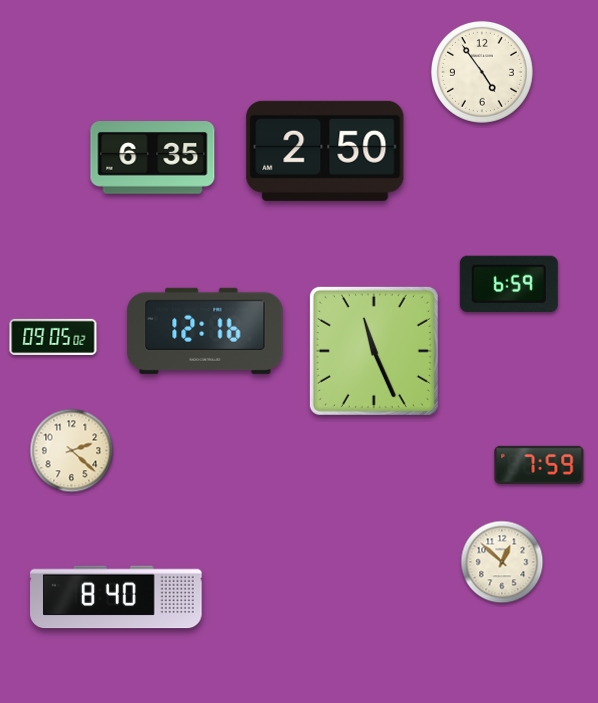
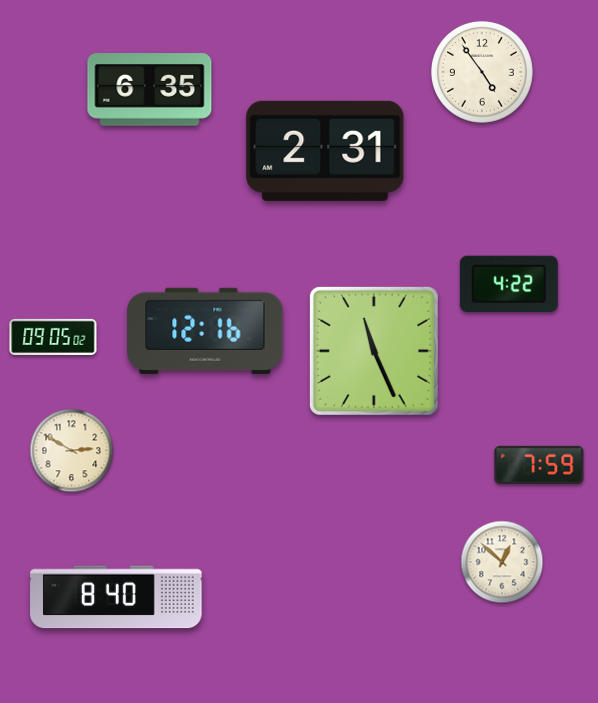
clock at (325, 151): 2:50 -> 2:31
clock at (153, 158) position: (153, 158) -> (150, 90)
clock at (509, 284): 6:59 -> 4:22
clock at (72, 451): 2:22 -> 2:50
